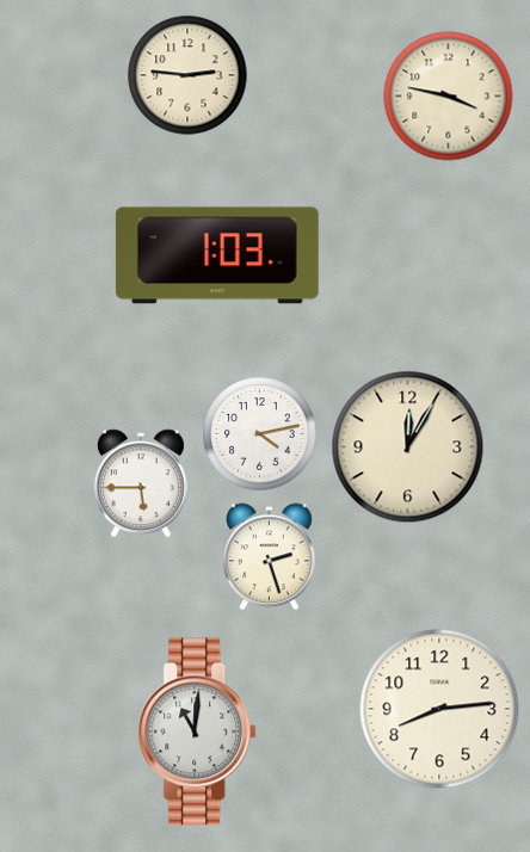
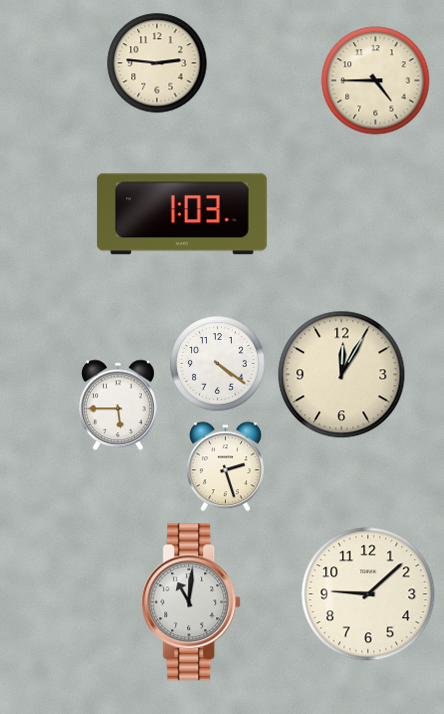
clock at (449, 97): 3:47 -> 4:45
clock at (260, 434): 4:13 -> 4:21
clock at (439, 709): 8:14 -> 9:08
clock at (198, 731) position: (198, 731) -> (192, 602)
